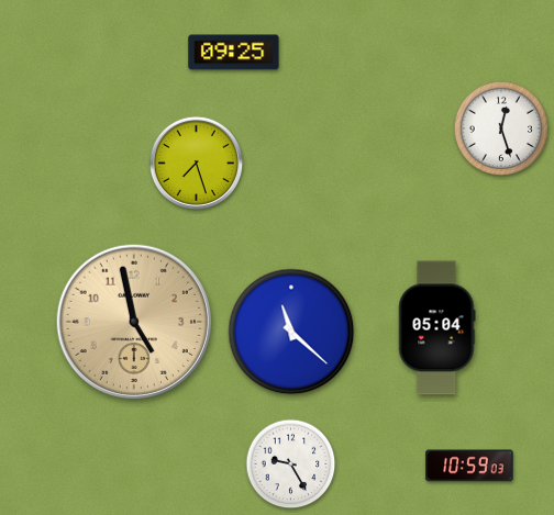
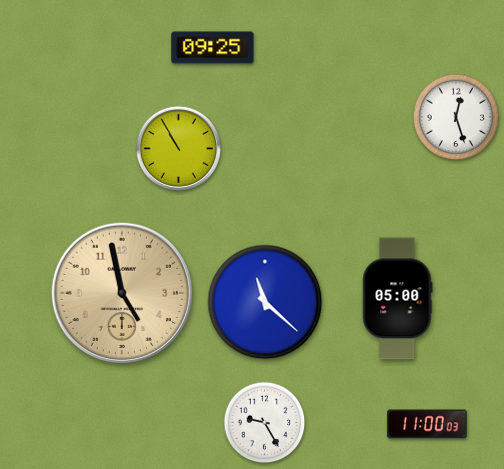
clock at (196, 163): 7:27 -> 10:55
clock at (437, 328): 05:04 -> 05:00
clock at (469, 466): 10:59 -> 11:00
